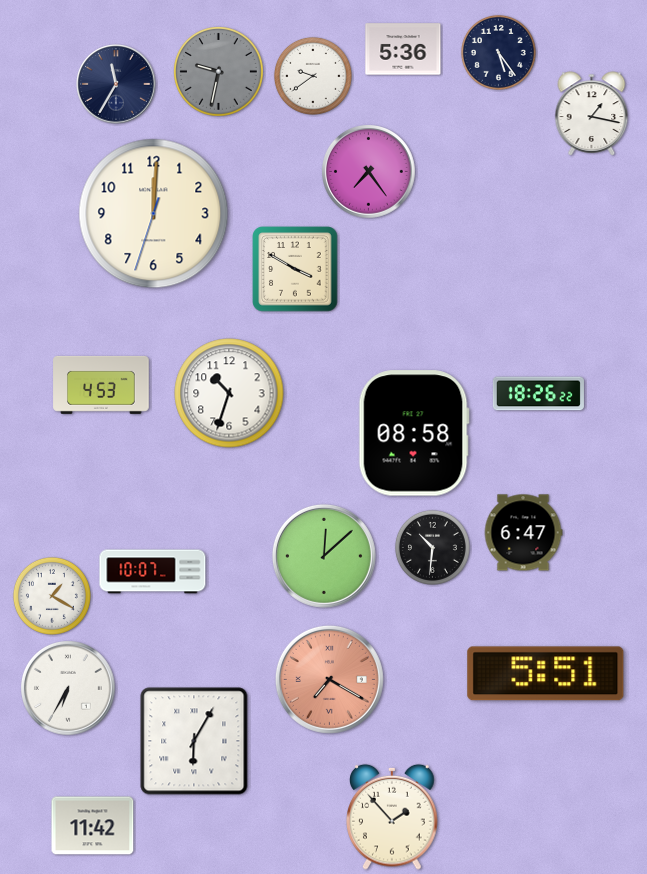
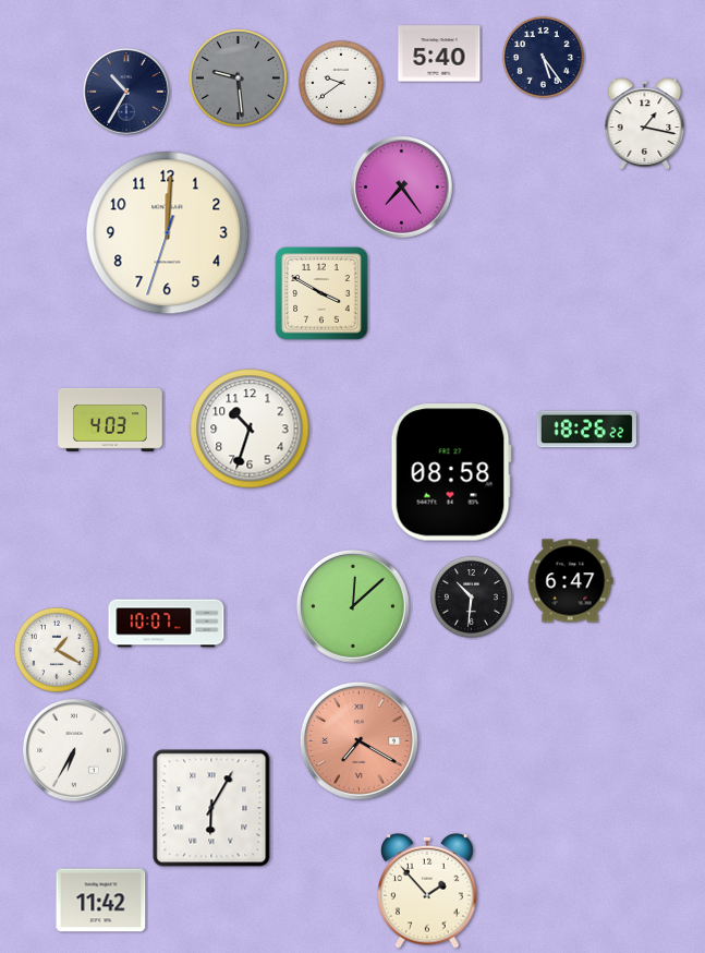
clock at (403, 49): 5:36 -> 5:40
clock at (219, 72): 9:32 -> 9:29
clock at (116, 84): 11:35 -> 10:35
clock at (101, 385): 4:53 -> 4:03
clock at (546, 674): 5:51 -> none
